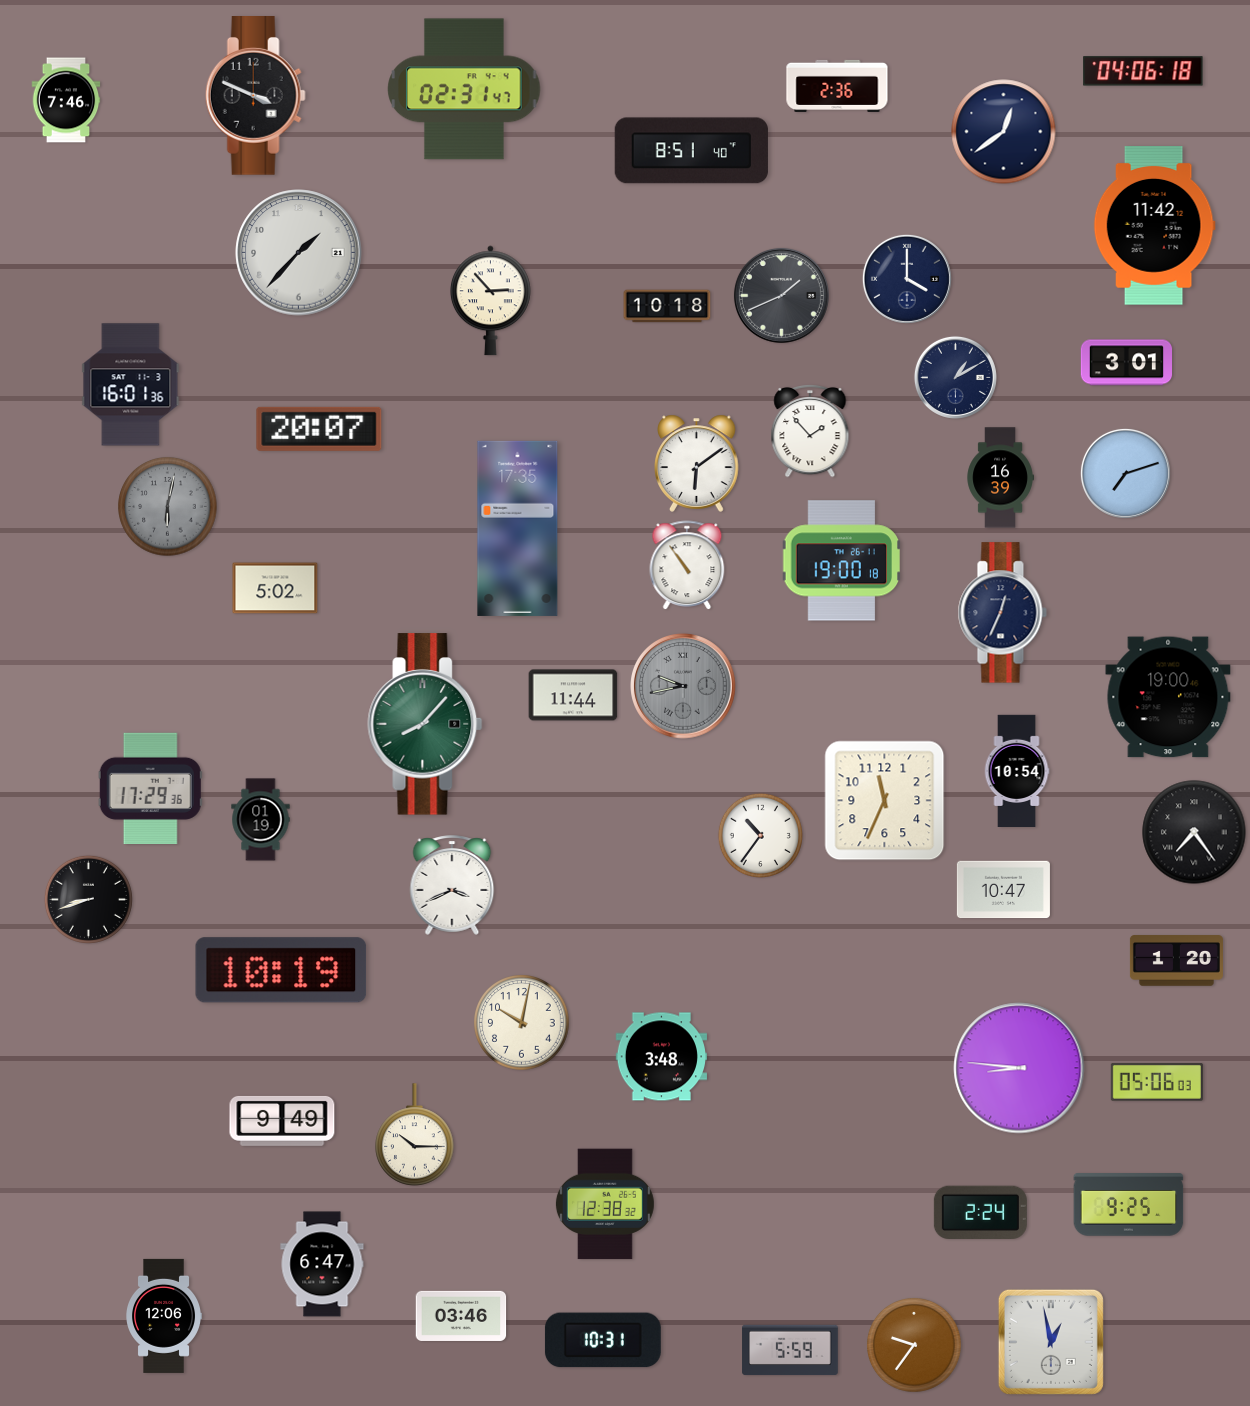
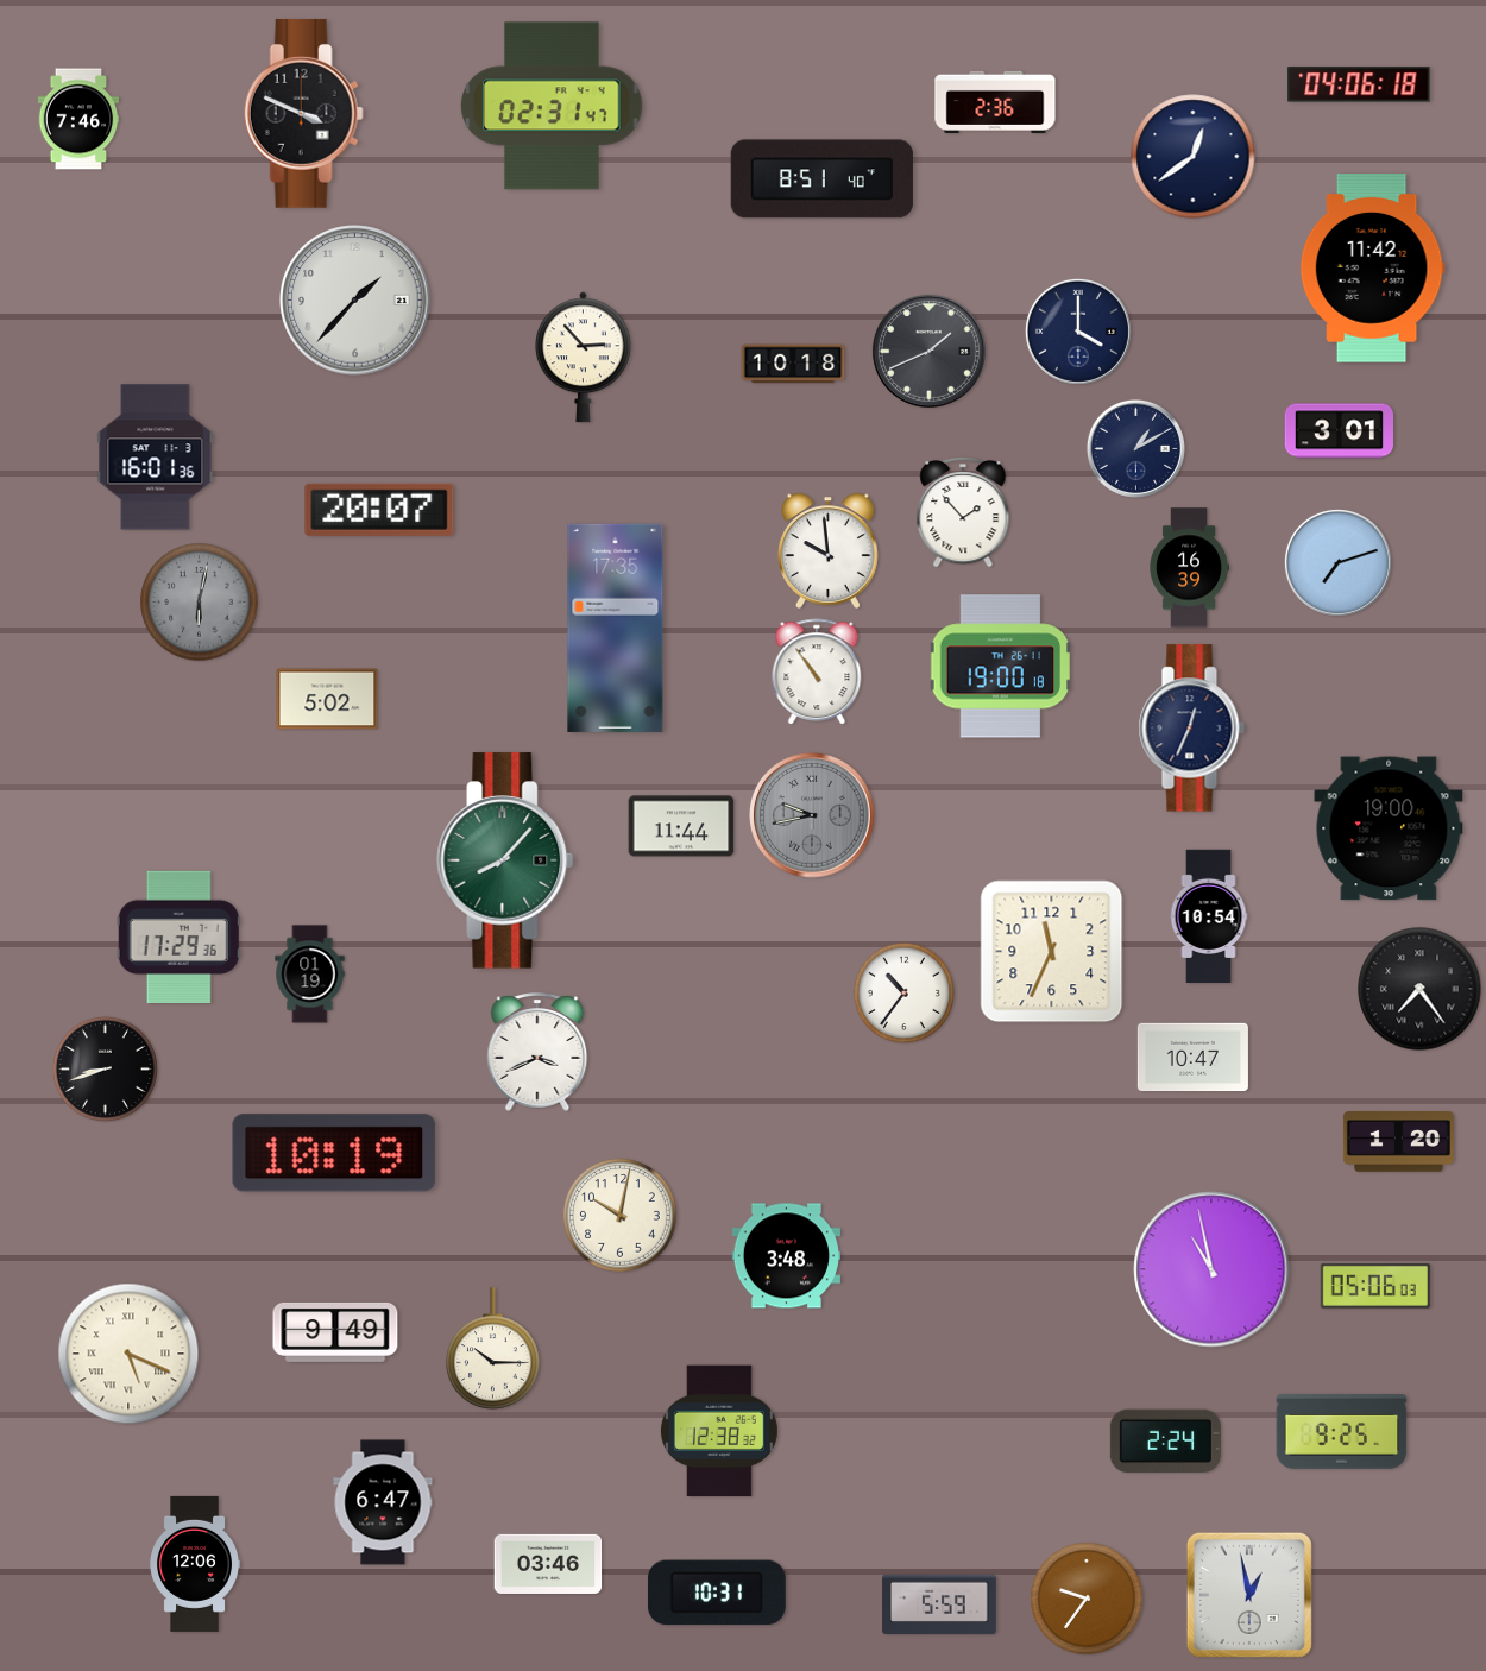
clock at (697, 463): 6:09 -> 9:59
clock at (1019, 1068): 8:46 -> 10:58
clock at (128, 1354): none -> 5:19
